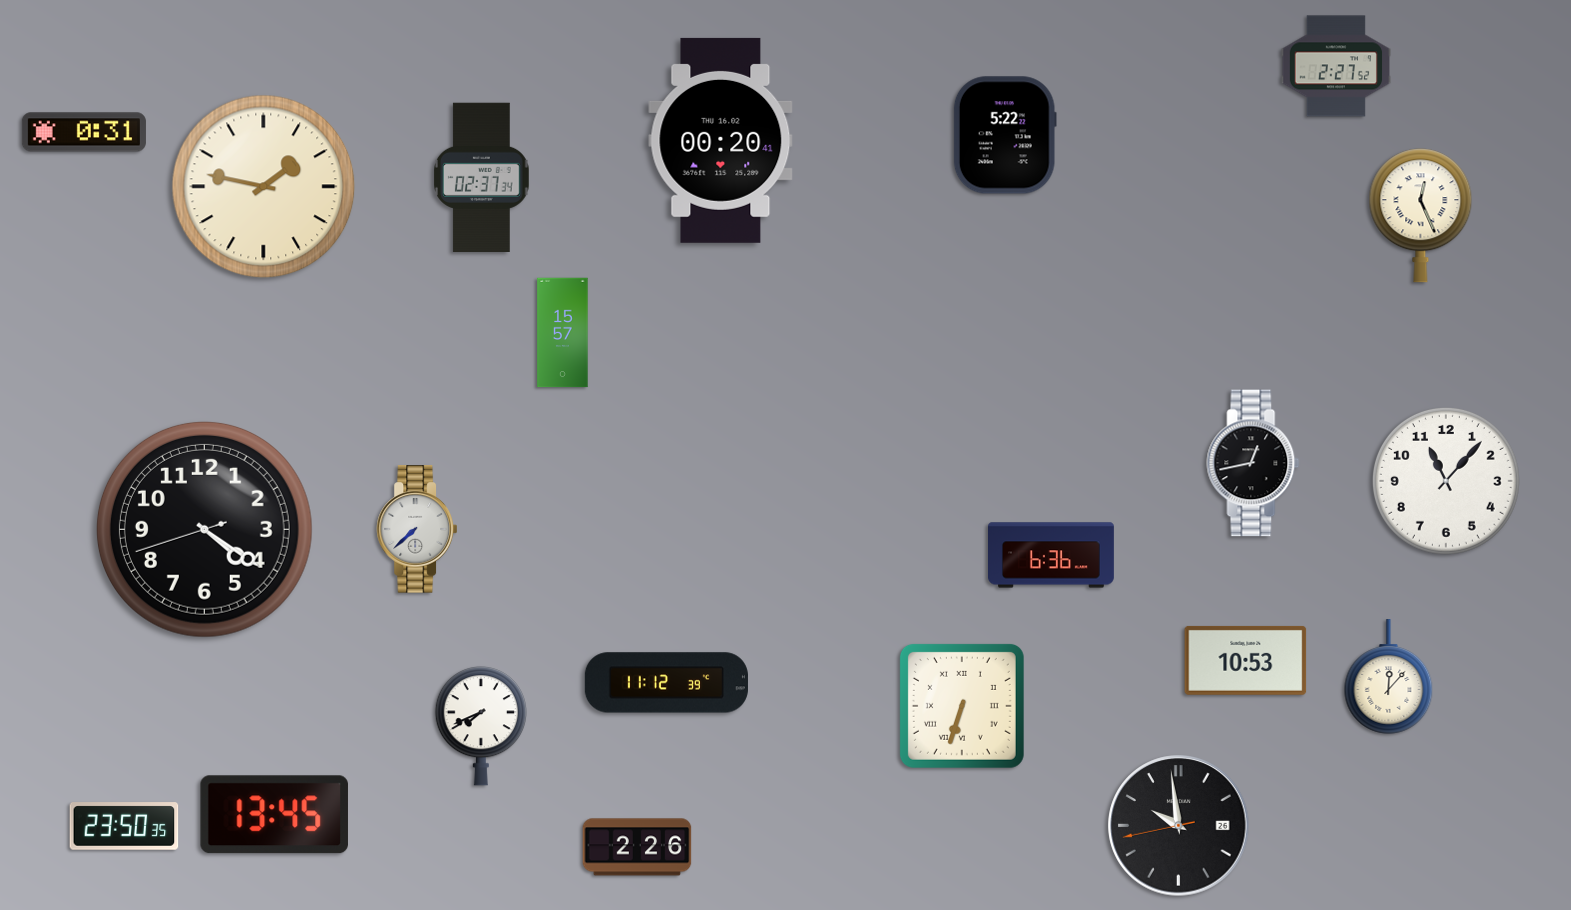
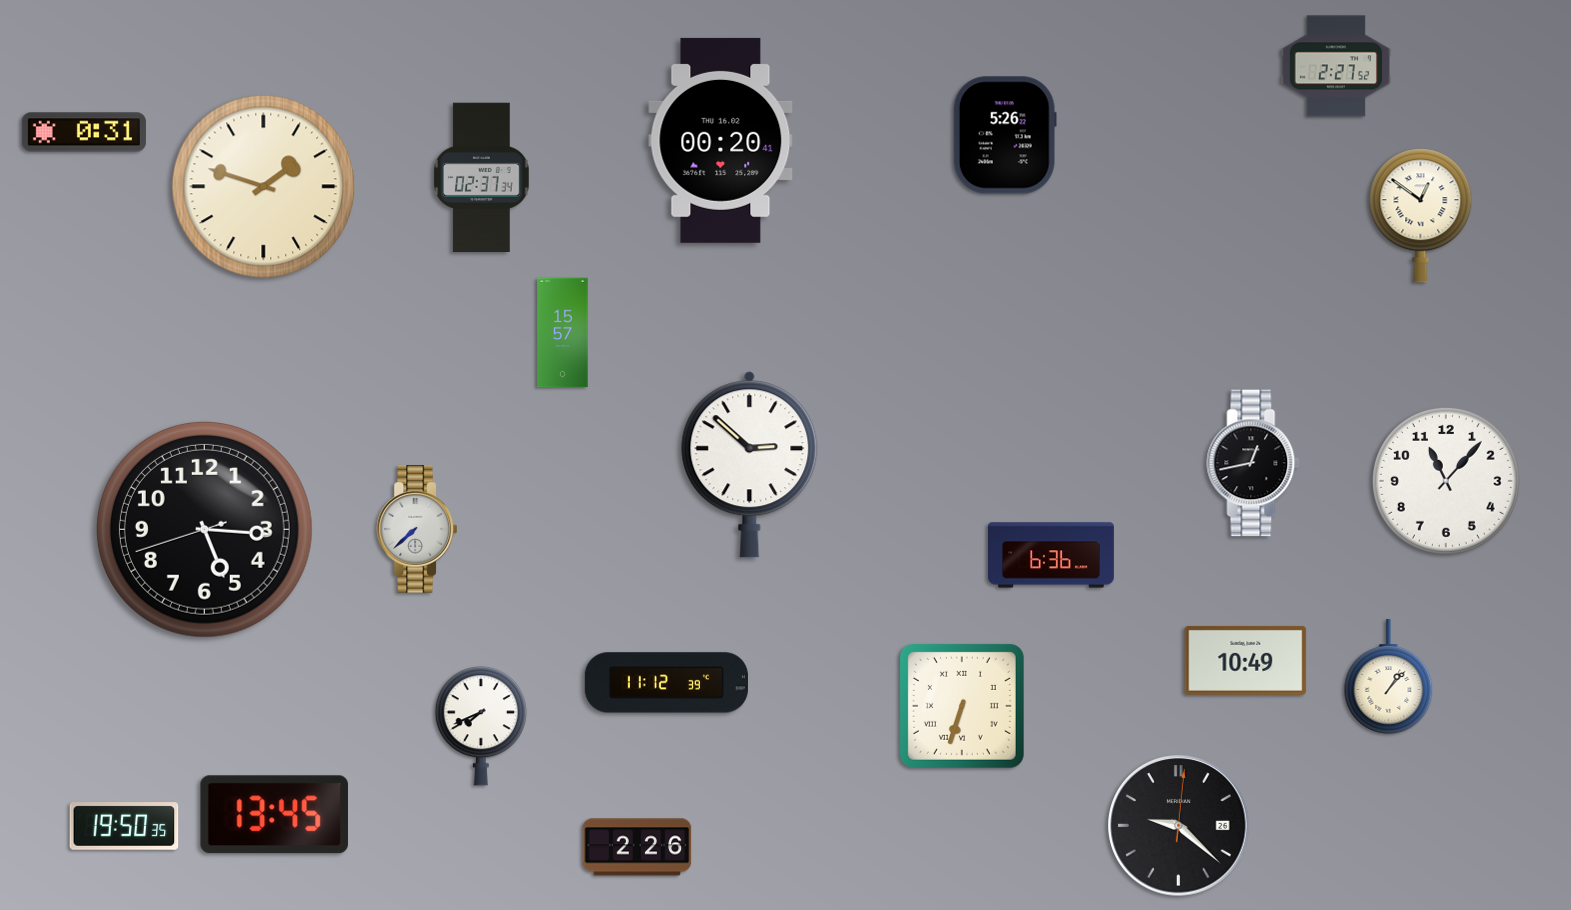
clock at (1005, 135): 5:22 -> 5:26
clock at (264, 187): 1:47 -> 1:48
clock at (1421, 216): 12:26 -> 12:51
clock at (750, 465): none -> 2:52
clock at (204, 529): 4:20 -> 5:15
clock at (1246, 660): 10:53 -> 10:49
clock at (1389, 677): 12:07 -> 1:07
clock at (124, 826): 23:50 -> 19:50
clock at (1179, 826): 9:58 -> 9:22
